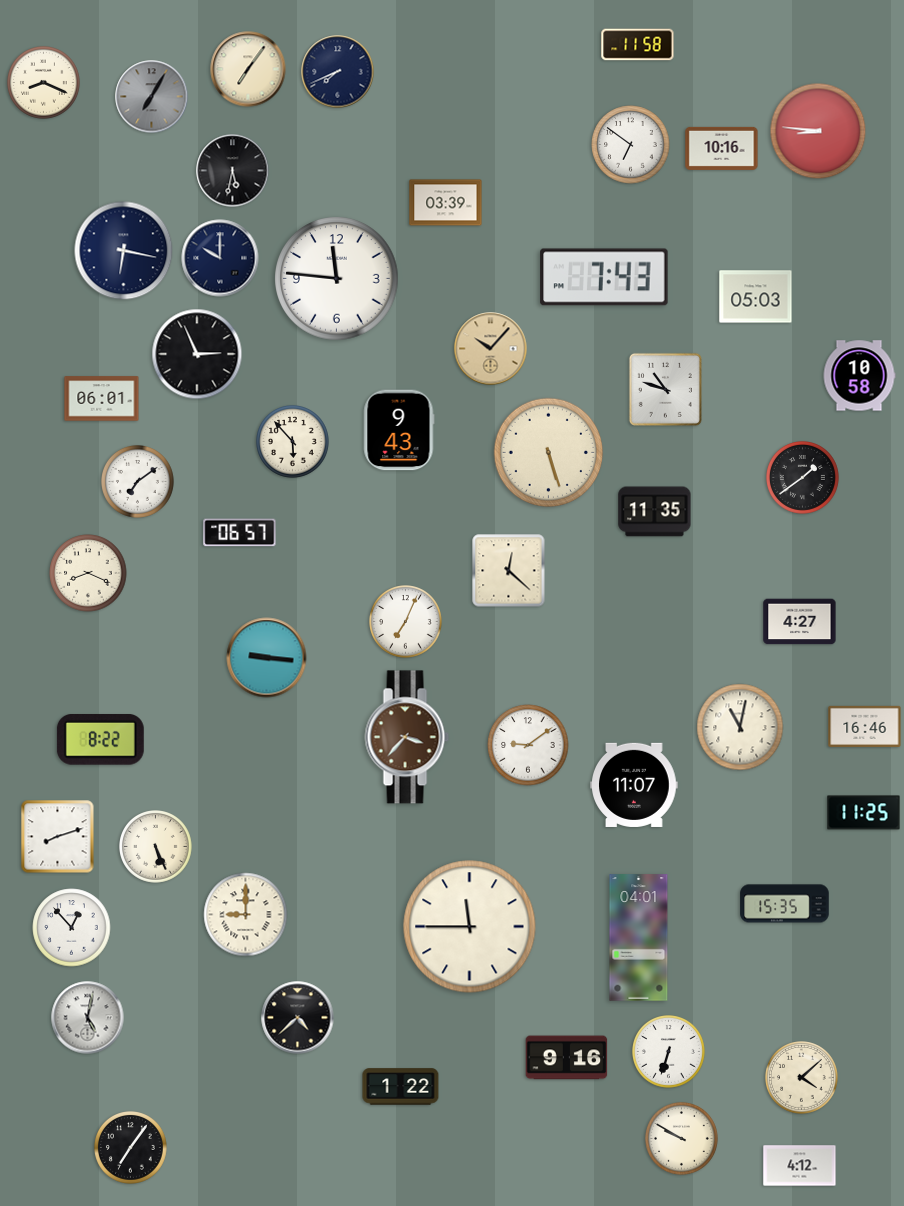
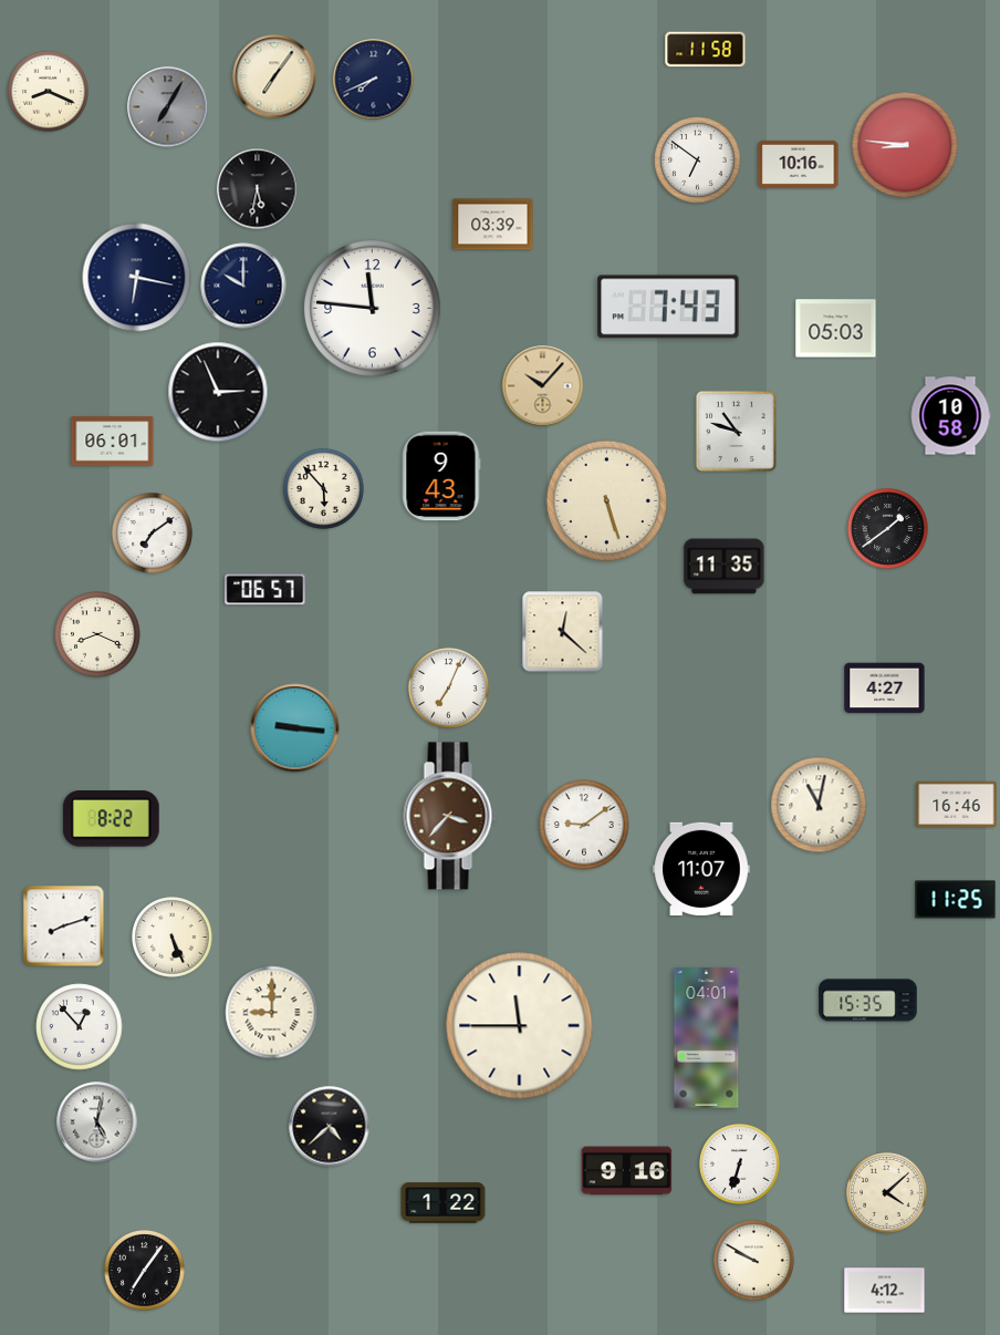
clock at (88, 1018) position: (88, 1018) -> (97, 1122)
